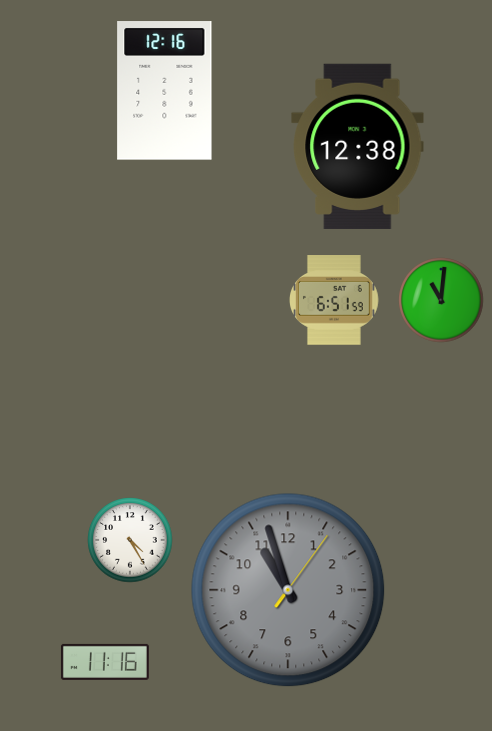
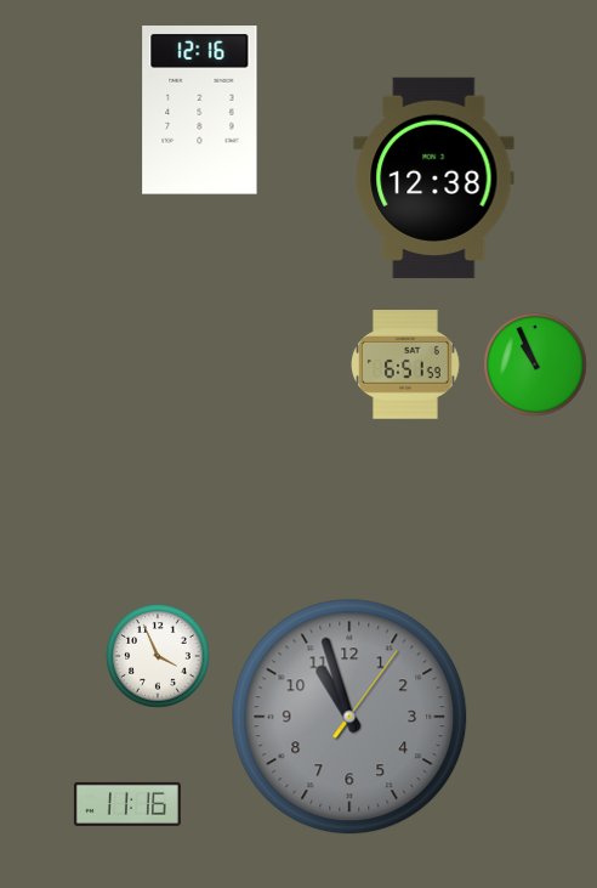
clock at (441, 300): 11:01 -> 10:56
clock at (130, 540): 4:25 -> 3:56
